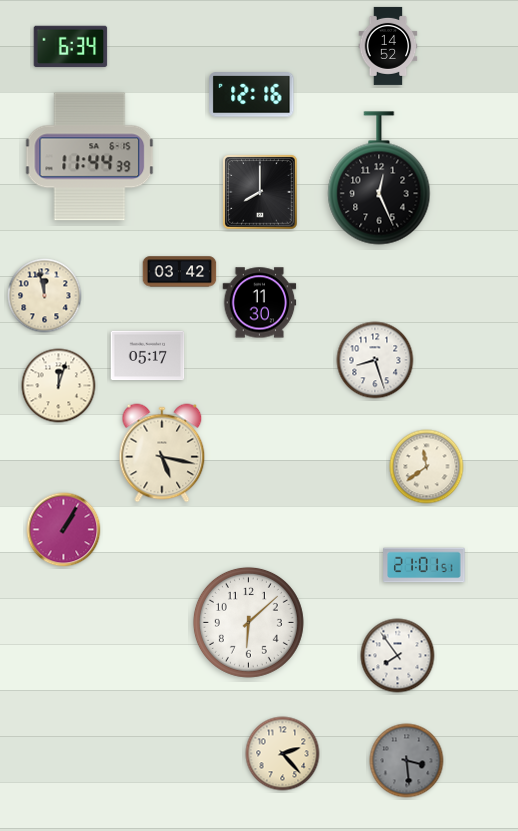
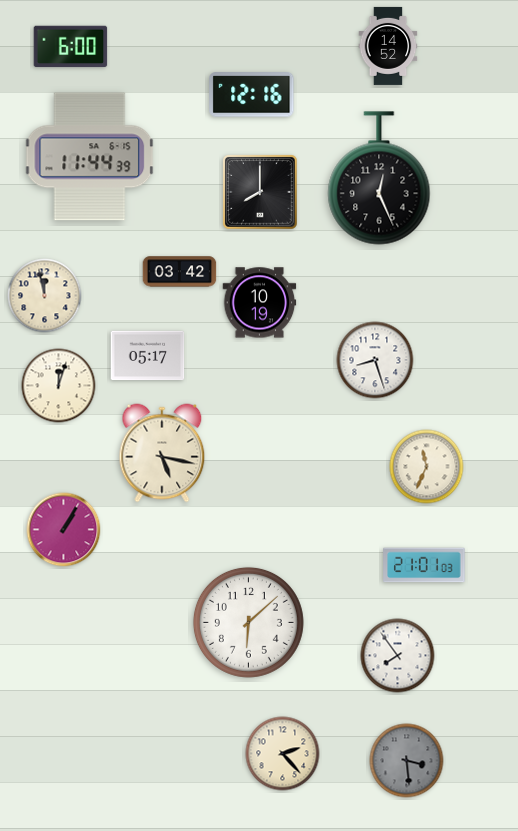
clock at (71, 47): 6:34 -> 6:00
clock at (260, 303): 11:30 -> 10:19
clock at (427, 467): 11:39 -> 11:34
clock at (424, 565): 21:01:51 -> 21:01:03
